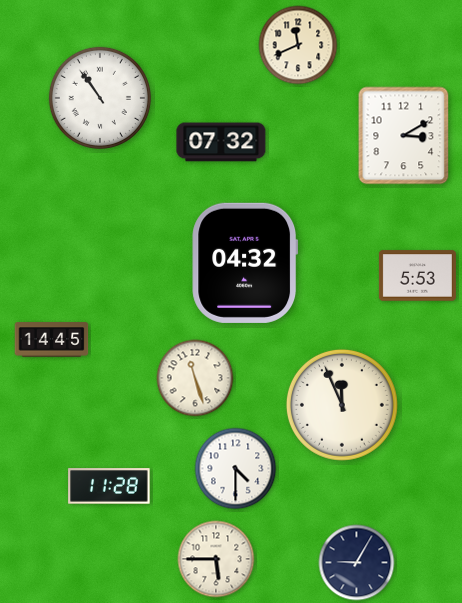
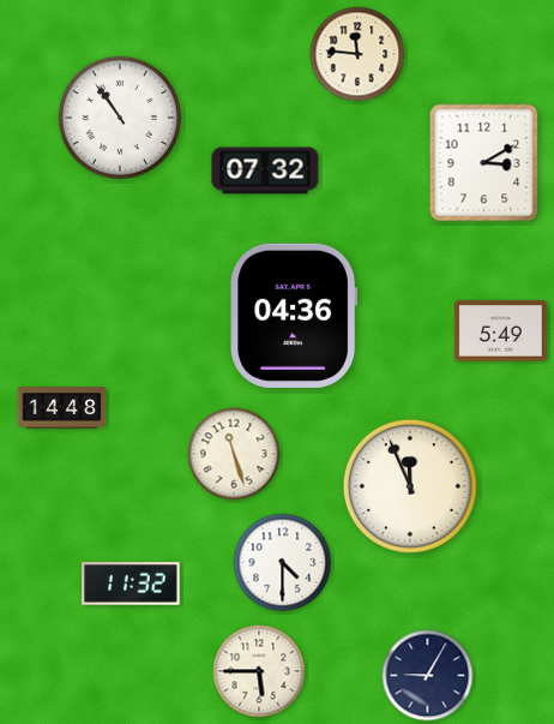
clock at (298, 45): 11:41 -> 11:46
clock at (245, 263): 04:32 -> 04:36
clock at (417, 276): 5:53 -> 5:49
clock at (52, 340): 14:45 -> 14:48
clock at (109, 486): 11:28 -> 11:32
